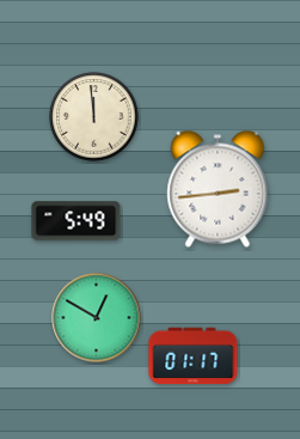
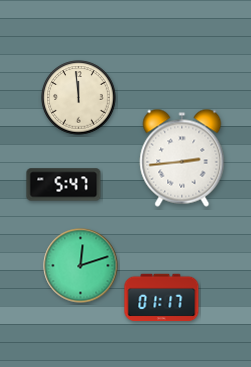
clock at (76, 221): 5:49 -> 5:47
clock at (97, 318): 12:50 -> 12:12
